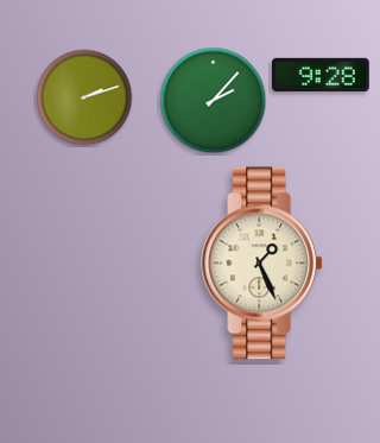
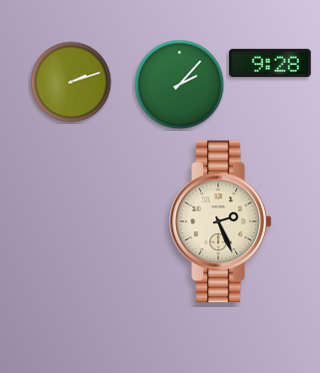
clock at (261, 264): 1:26 -> 2:26
